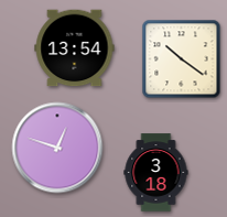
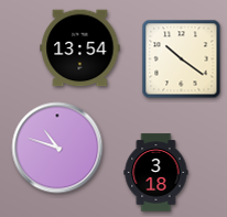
clock at (75, 48) position: (75, 48) -> (80, 48)
clock at (57, 148): 12:48 -> 10:48
